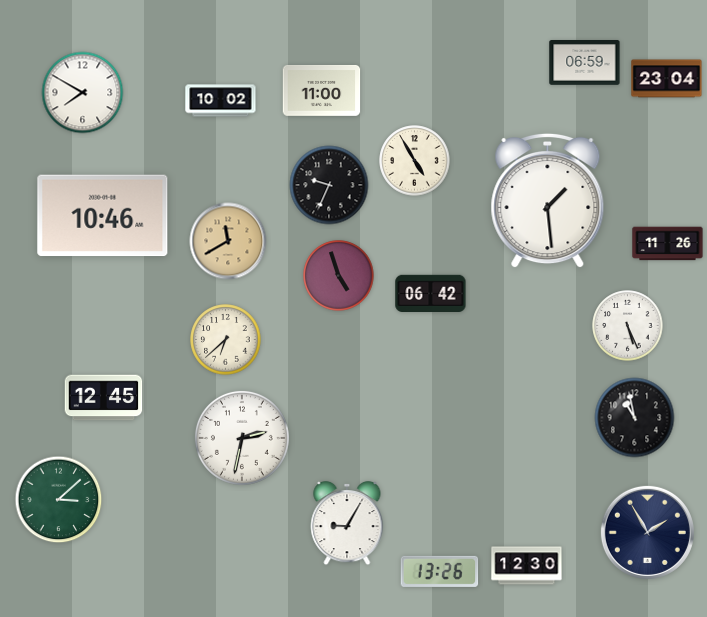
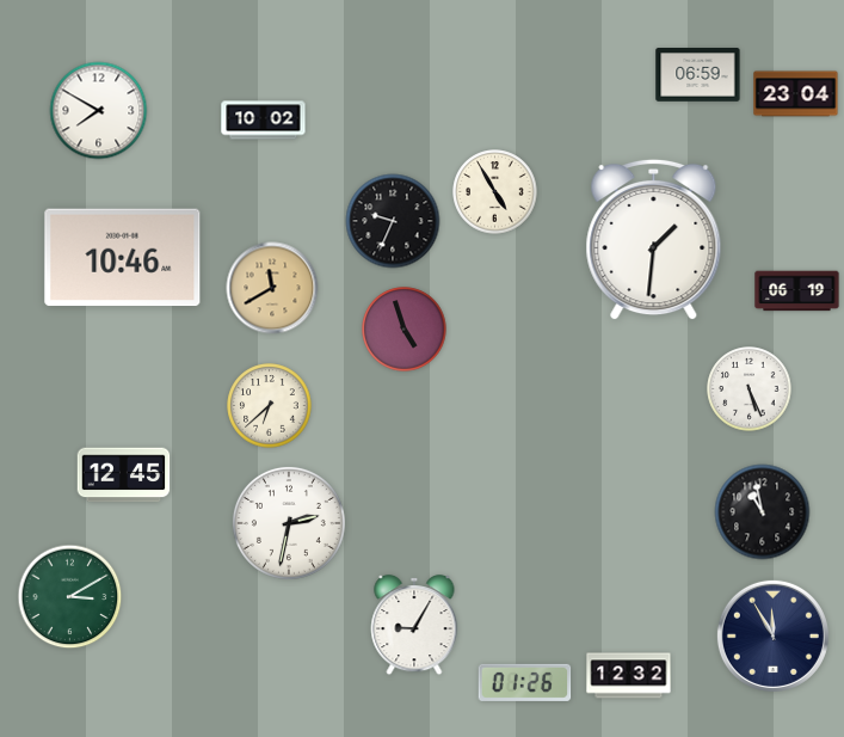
clock at (322, 90): 11:00 -> none
clock at (548, 201): 1:29 -> 1:31
clock at (668, 244): 11:26 -> 06:19
clock at (431, 293): 06:42 -> none
clock at (635, 418) position: (635, 418) -> (763, 512)
clock at (59, 500): 3:08 -> 3:10
clock at (647, 532): 1:55 -> 11:55
clock at (527, 566): 12:30 -> 12:32
clock at (440, 571): 13:26 -> 01:26
